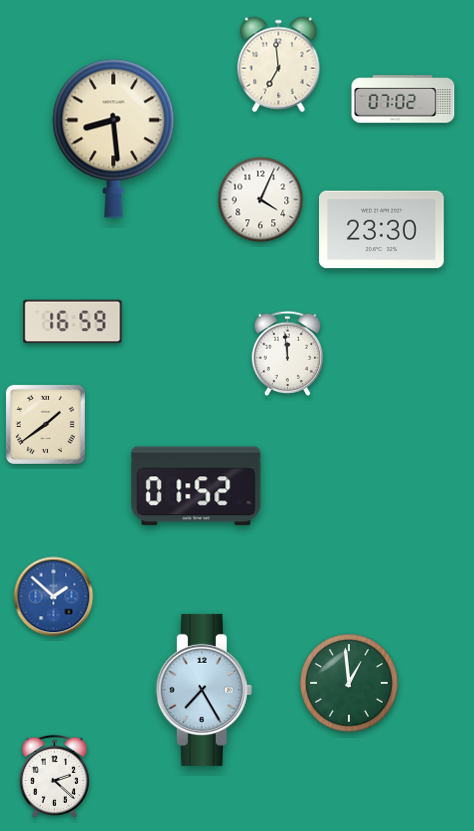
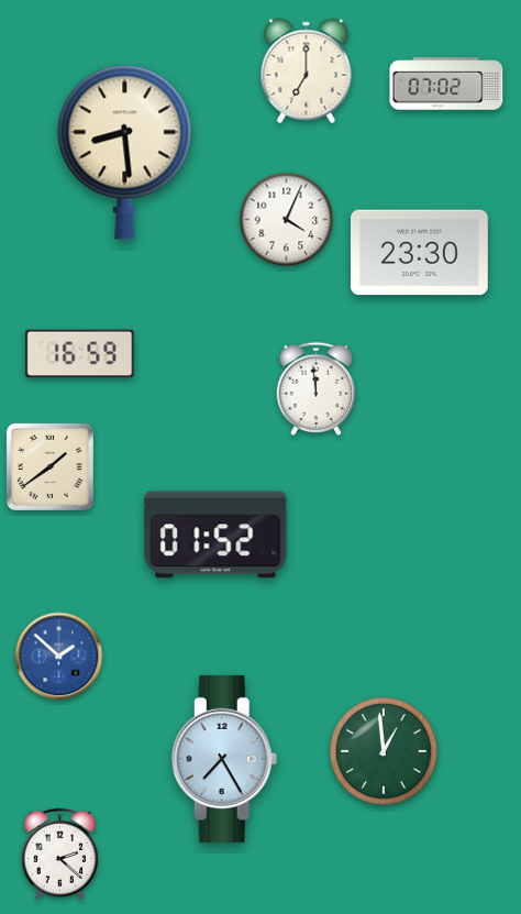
clock at (279, 65): 6:59 -> 7:00
clock at (403, 99) position: (403, 99) -> (446, 84)
